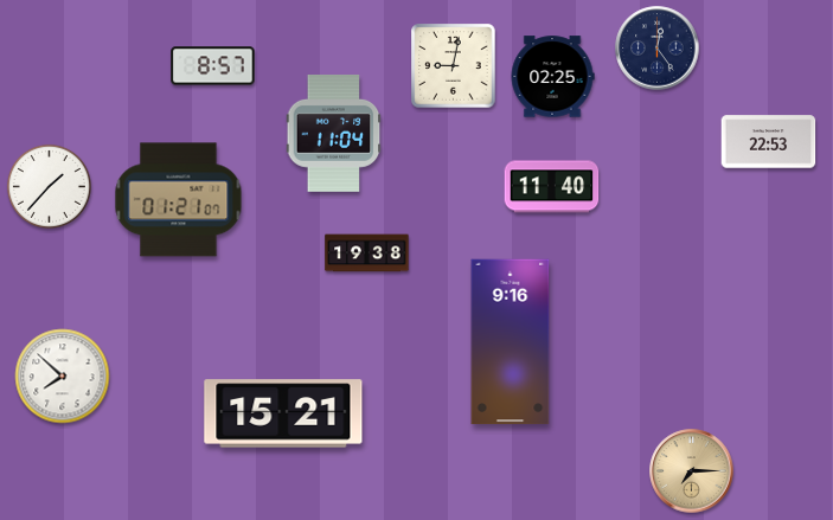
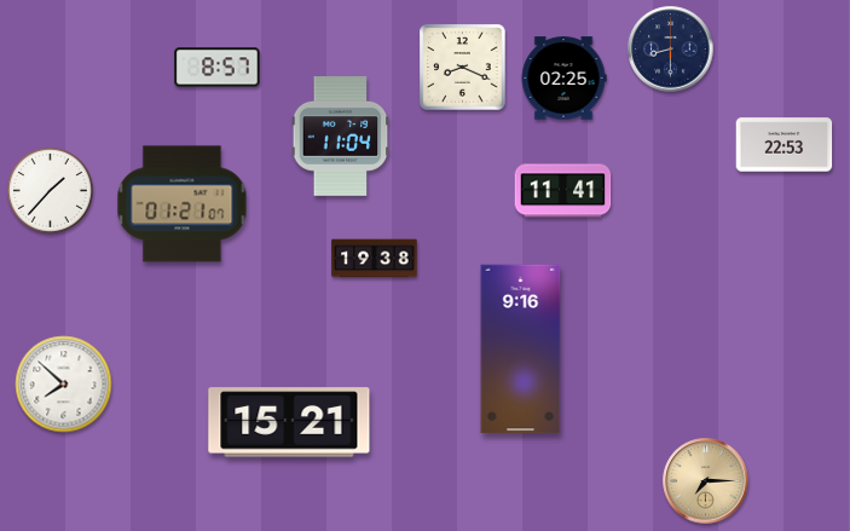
clock at (658, 49): 12:24 -> 8:30
clock at (454, 66): 9:02 -> 8:19
clock at (552, 187): 11:40 -> 11:41
